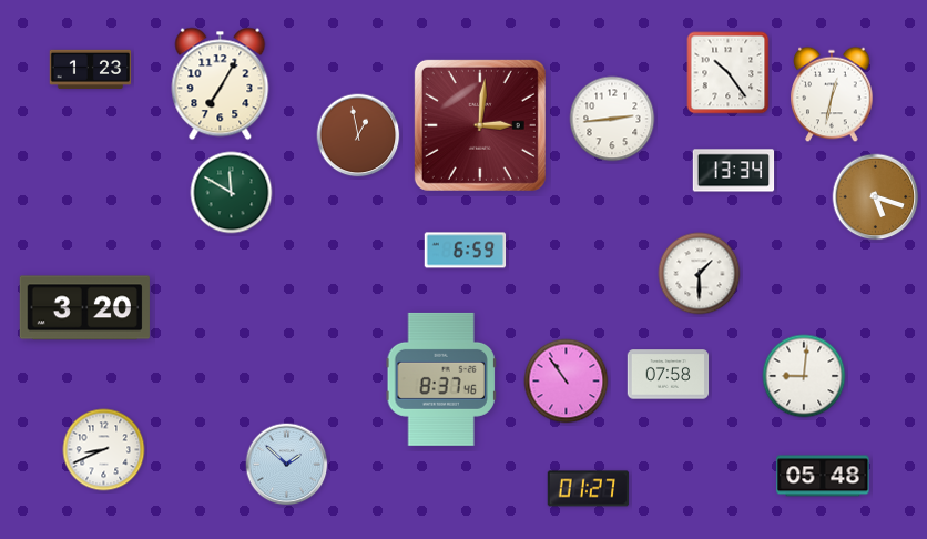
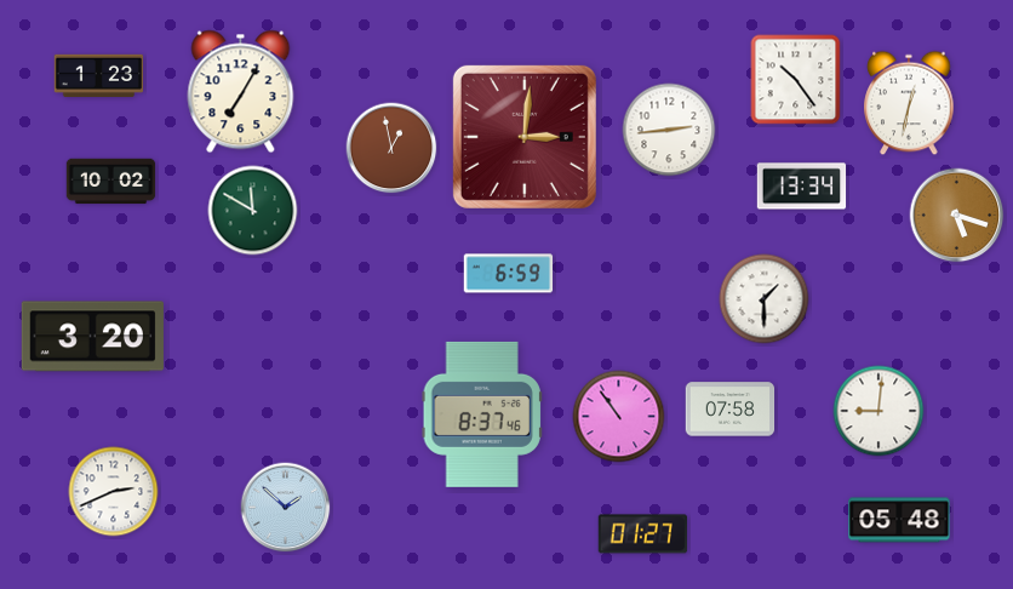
clock at (111, 182): none -> 10:02
clock at (104, 450): 8:41 -> 2:41
clock at (287, 465) position: (287, 465) -> (286, 508)
